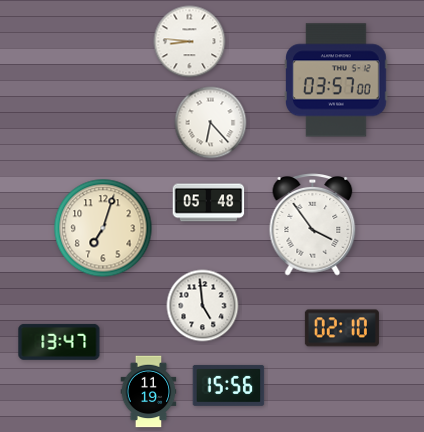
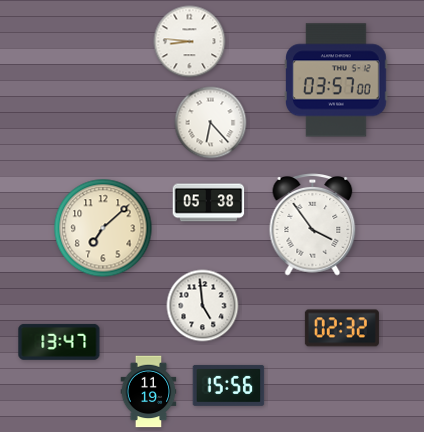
clock at (209, 203): 05:48 -> 05:38
clock at (103, 228): 7:03 -> 7:08
clock at (342, 328): 02:10 -> 02:32
